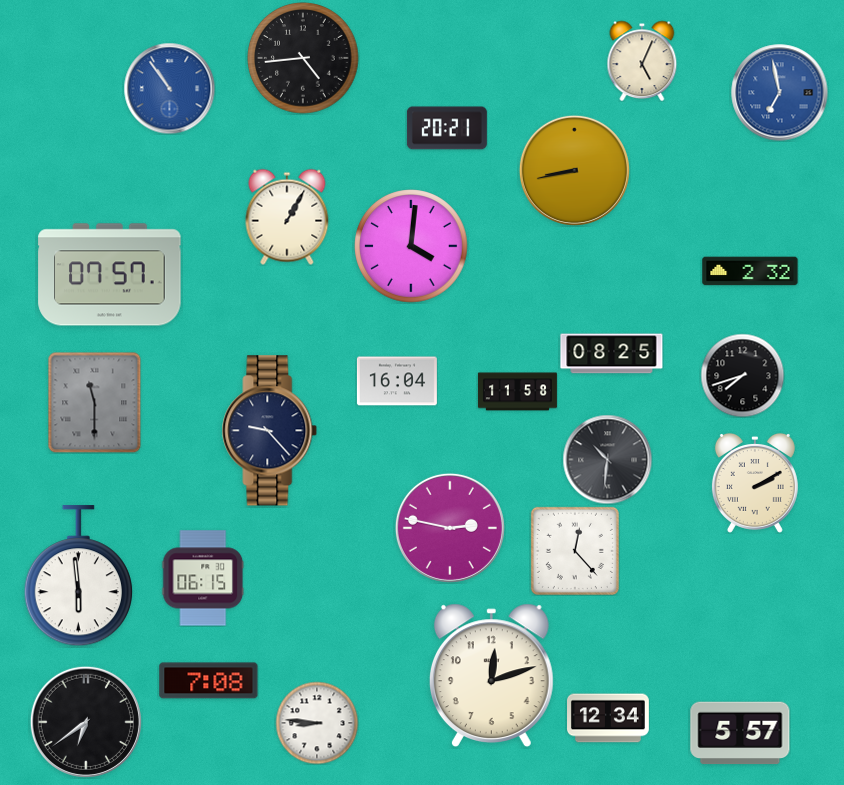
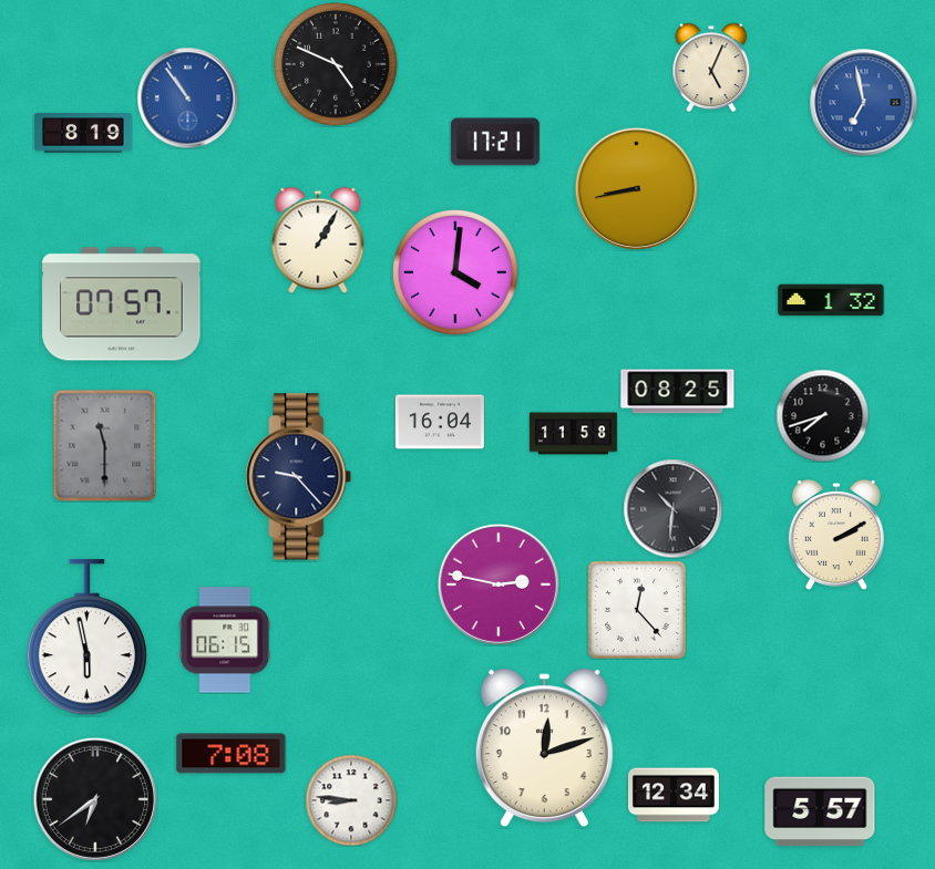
clock at (303, 58): 4:44 -> 4:49
clock at (83, 133): none -> 8:19
clock at (447, 128): 20:21 -> 17:21
clock at (750, 271): 2:32 -> 1:32
clock at (78, 576): 5:59 -> 5:58
